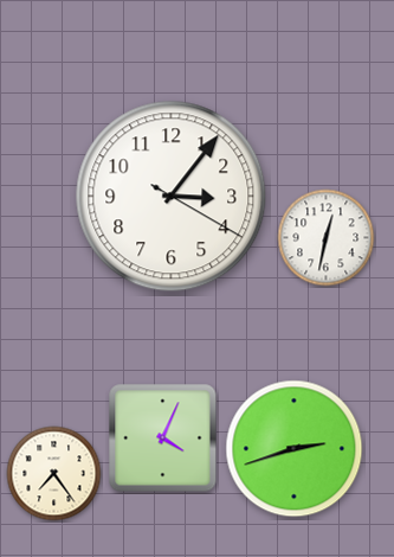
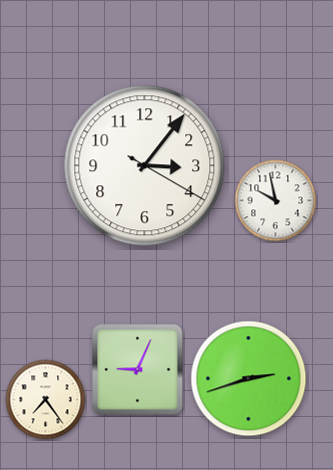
clock at (327, 238): 12:32 -> 9:58
clock at (163, 438): 4:04 -> 9:04
